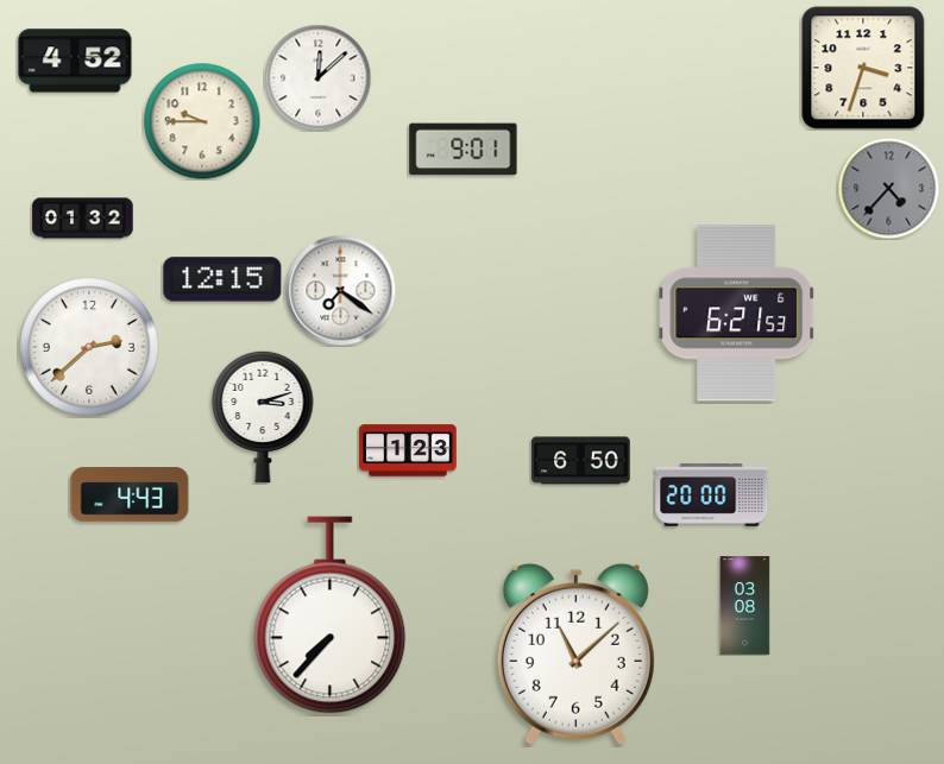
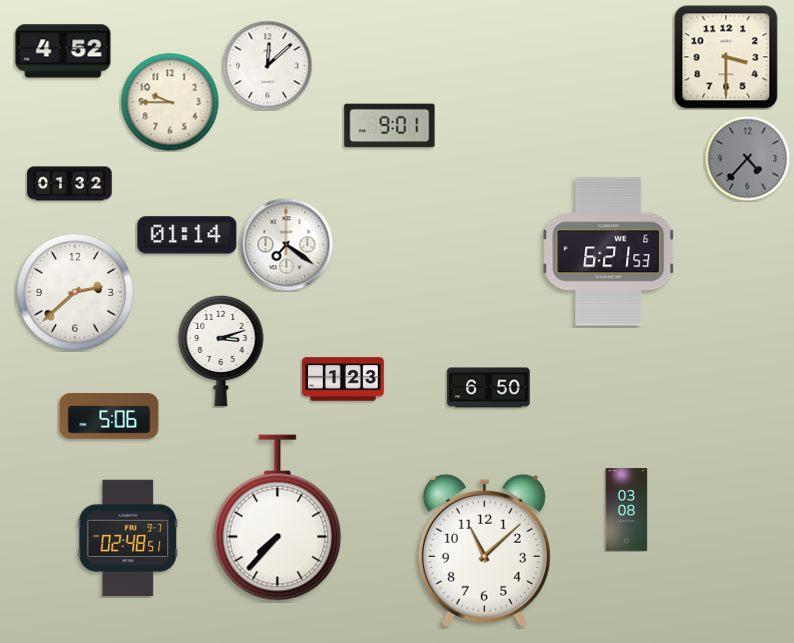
clock at (863, 68): 3:33 -> 3:30
clock at (222, 279): 12:15 -> 01:14
clock at (737, 314) position: (737, 314) -> (609, 252)
clock at (130, 494): 4:43 -> 5:06
clock at (712, 495): 20:00 -> none
clock at (128, 538): none -> 02:48
